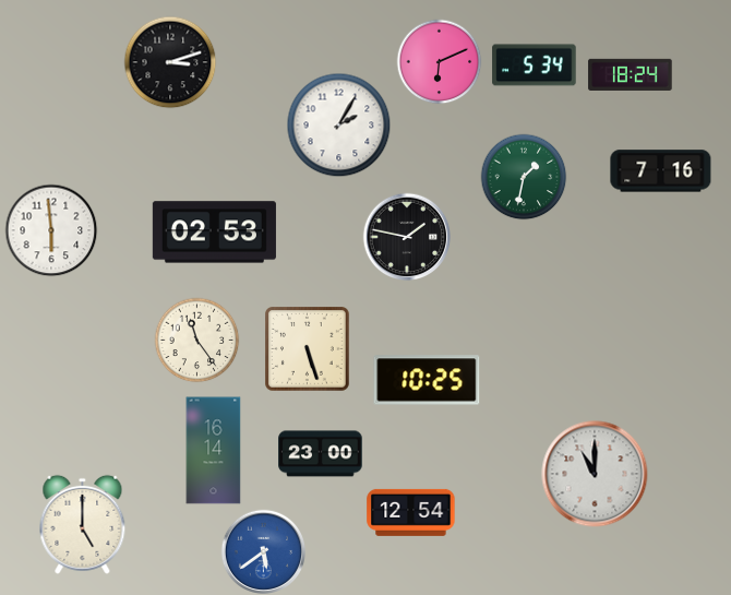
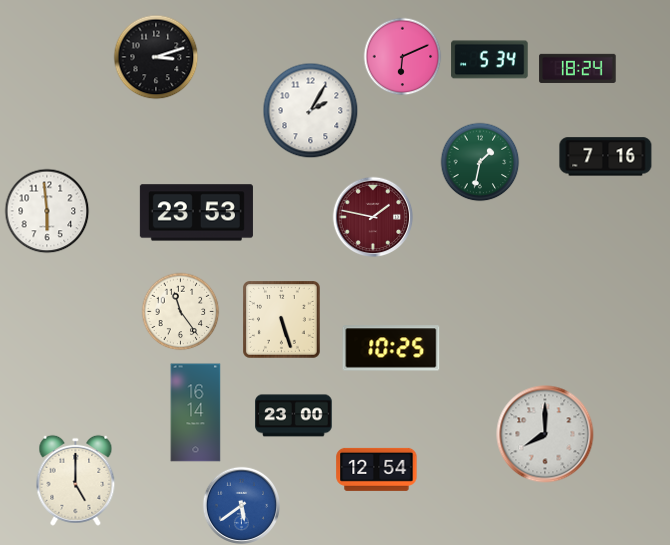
clock at (338, 124) position: (338, 124) -> (310, 110)
clock at (214, 233): 02:53 -> 23:53
clock at (407, 237) dial: black -> burgundy
clock at (595, 474): 11:00 -> 8:00
